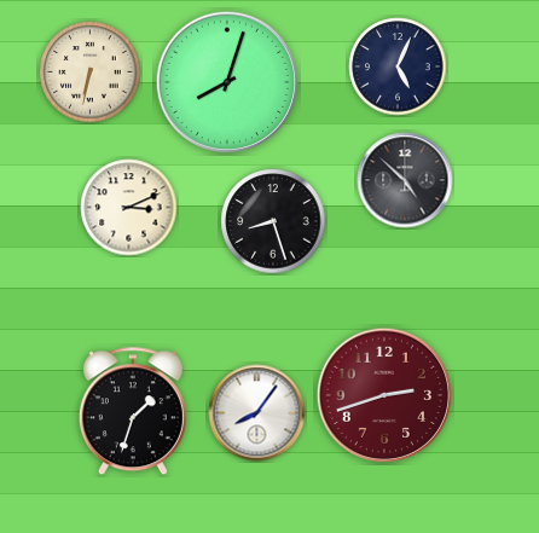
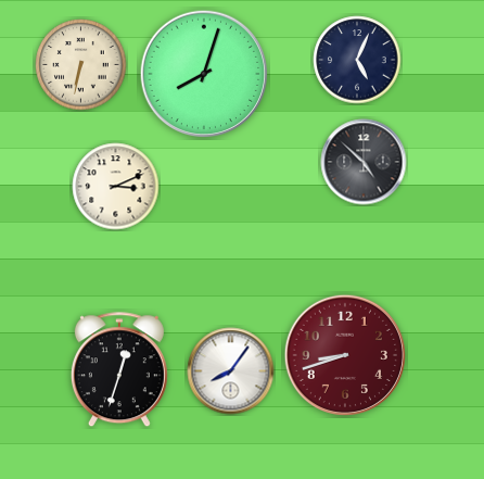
clock at (273, 221): 8:27 -> none
clock at (384, 395): 2:42 -> 8:42
clock at (133, 412): 1:33 -> 12:33
